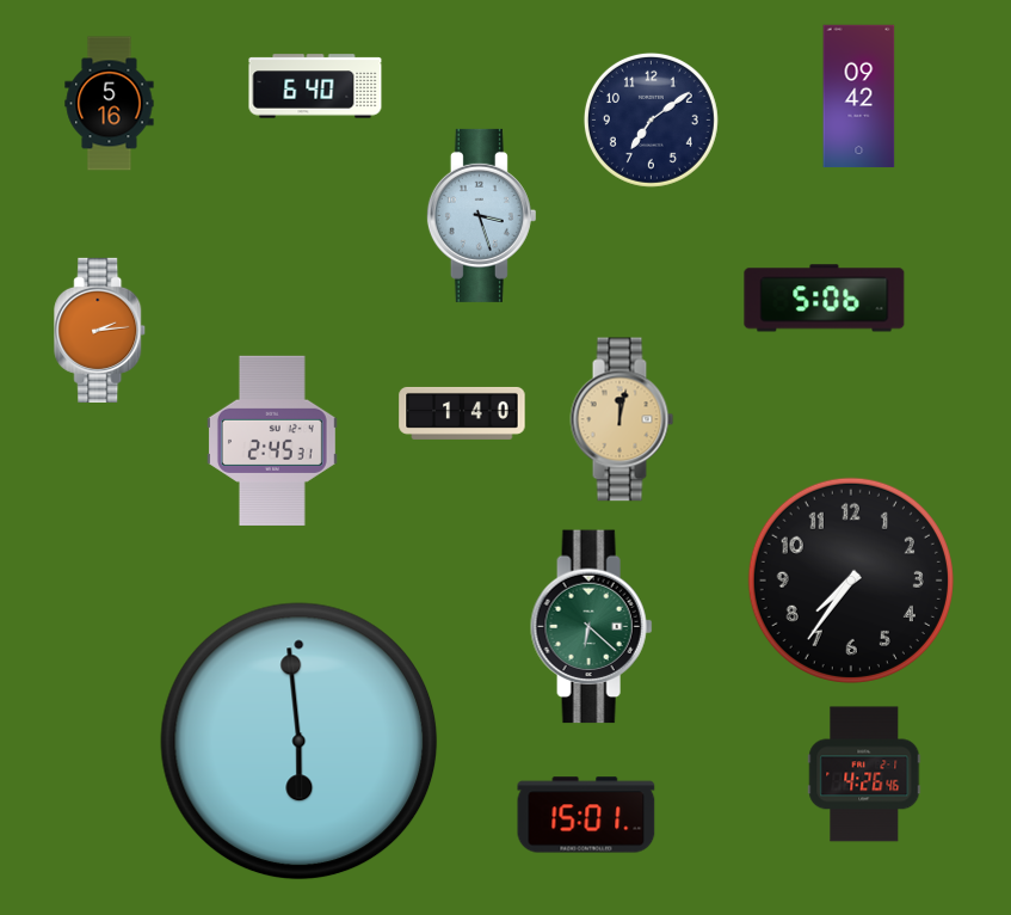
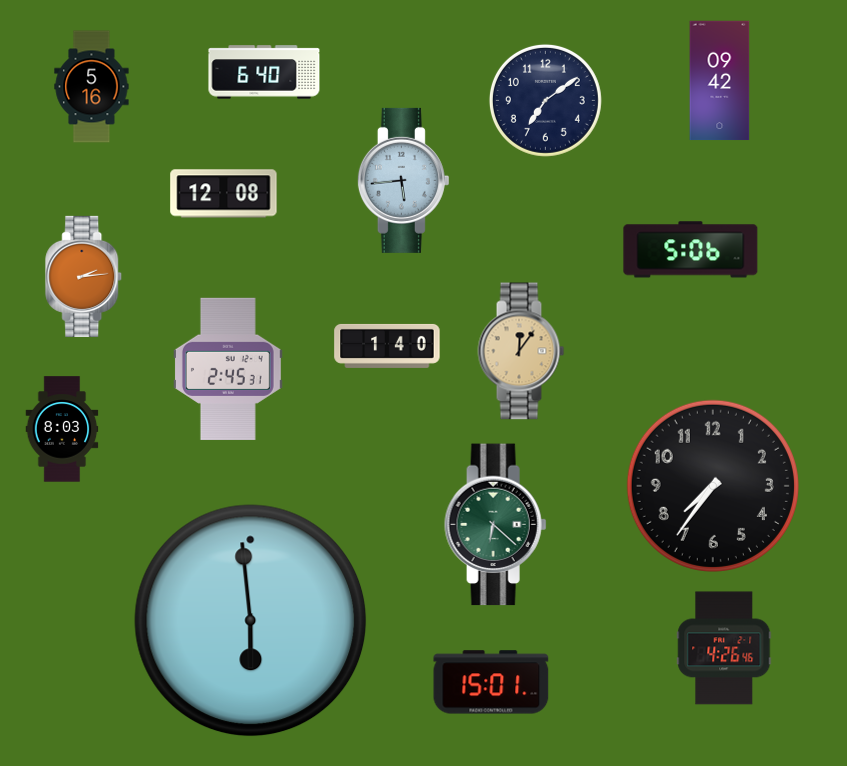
clock at (481, 215): 3:27 -> 5:44
clock at (224, 194): none -> 12:08
clock at (622, 419): 12:02 -> 12:06
clock at (62, 429): none -> 8:03
